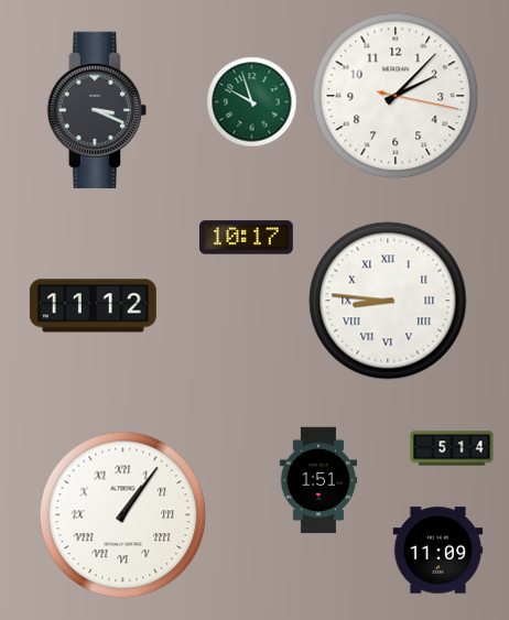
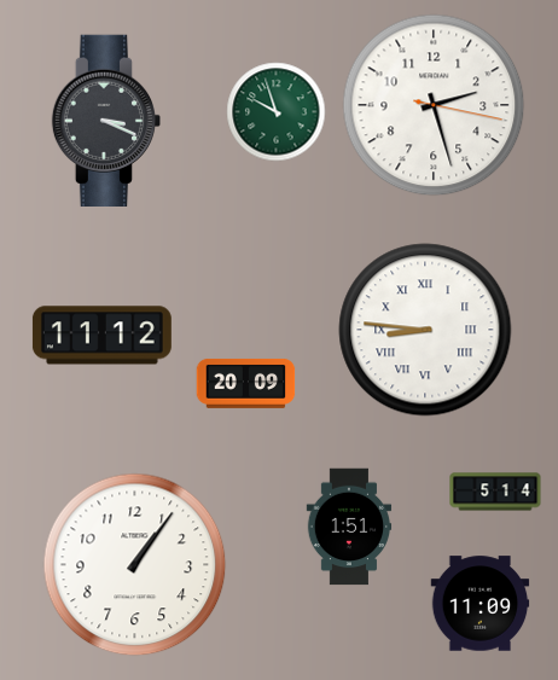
clock at (396, 96): 2:07 -> 2:27
clock at (246, 238): 10:17 -> none
clock at (246, 383): none -> 20:09
clock at (123, 515) numerals: Roman -> Arabic
